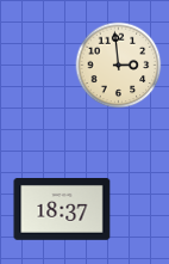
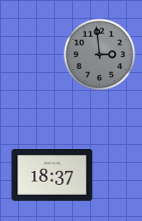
clock at (119, 66) dial: cream -> grey
